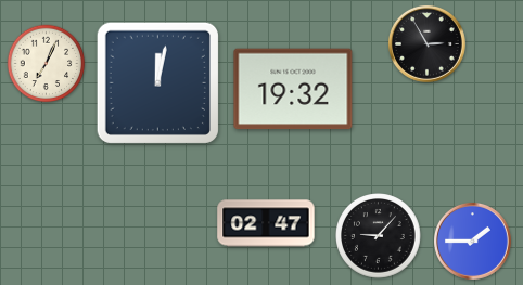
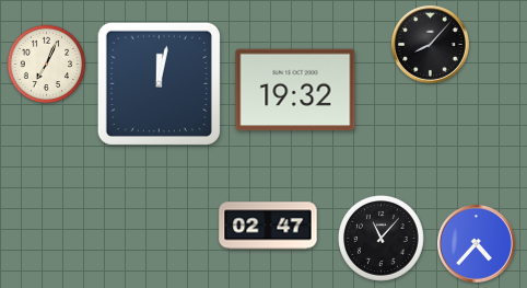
clock at (426, 43): 2:55 -> 8:07
clock at (379, 236): 9:07 -> 11:07
clock at (472, 241): 1:45 -> 4:37
